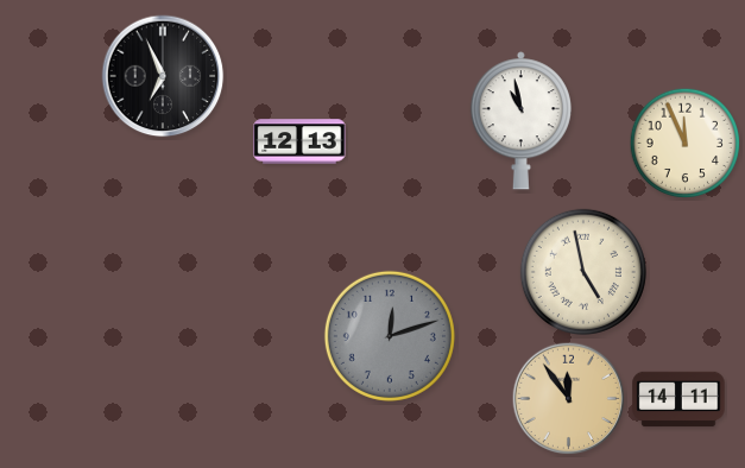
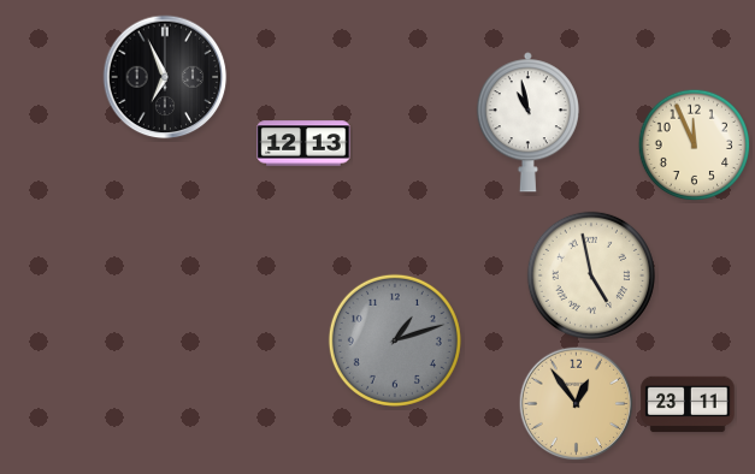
clock at (390, 336): 12:12 -> 1:12
clock at (569, 399): 11:54 -> 12:54
clock at (678, 399): 14:11 -> 23:11
